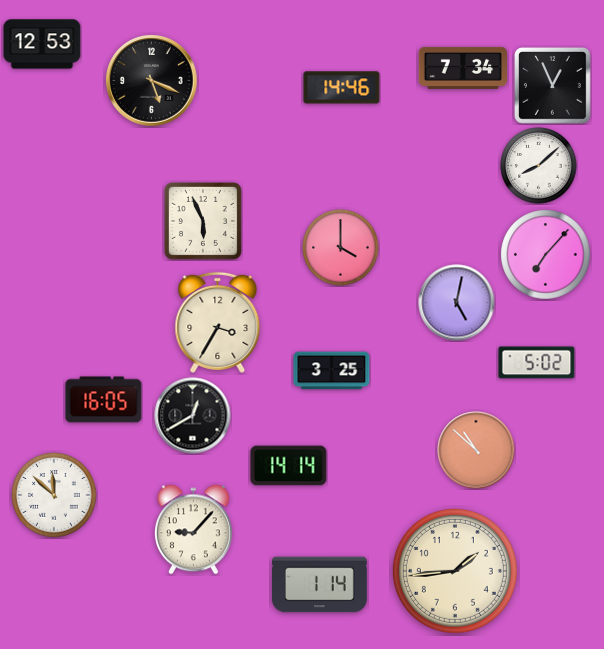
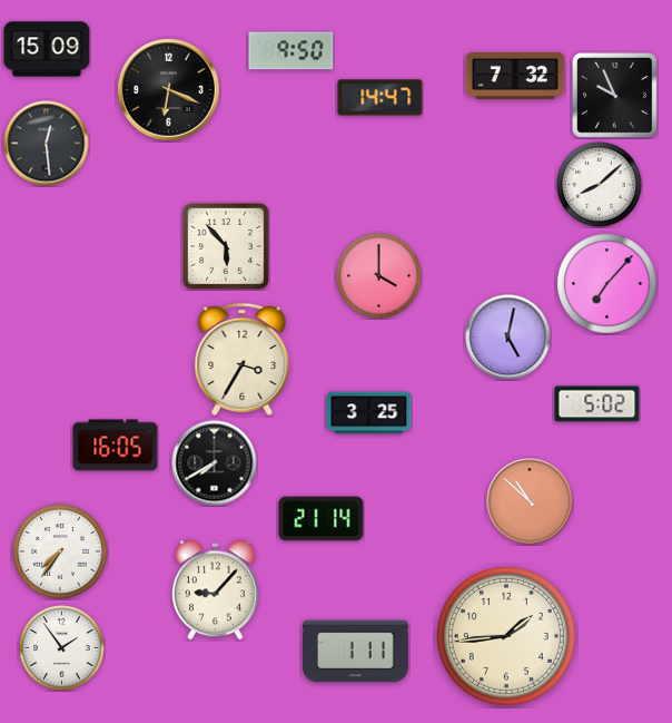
clock at (42, 44): 12:53 -> 15:09
clock at (291, 51): none -> 9:50
clock at (462, 68): 7:34 -> 7:32
clock at (152, 81): 5:19 -> 6:19
clock at (553, 86): 12:56 -> 9:56
clock at (342, 88): 14:46 -> 14:47
clock at (47, 144): none -> 12:29
clock at (203, 221): 5:56 -> 5:53
clock at (193, 416): 12:40 -> 7:40
clock at (289, 466): 14:14 -> 21:14
clock at (54, 495): 11:52 -> 7:36
clock at (62, 648): none -> 1:54
clock at (320, 585): 1:14 -> 1:11
